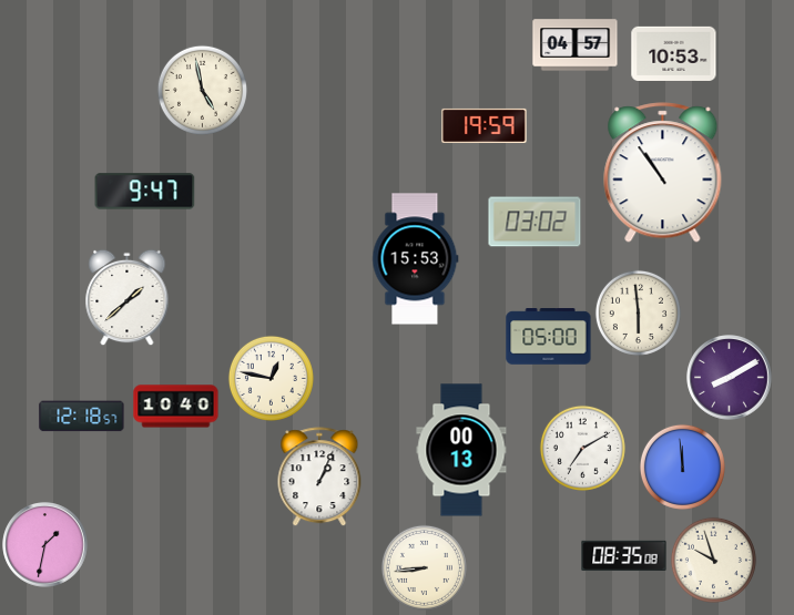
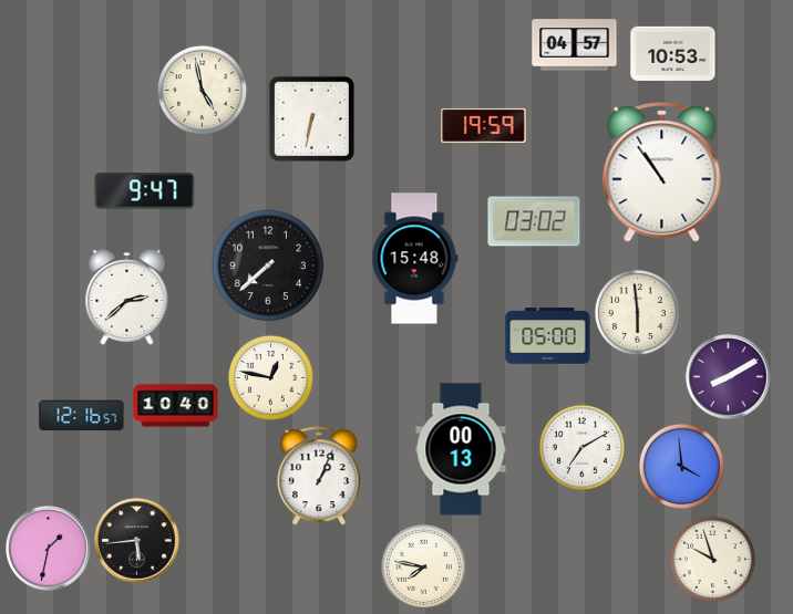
clock at (311, 118): none -> 6:32
clock at (416, 259): 15:53 -> 15:48
clock at (268, 266): none -> 7:38
clock at (128, 297): 1:38 -> 2:38
clock at (82, 417): 12:18 -> 12:16
clock at (682, 467): 11:59 -> 3:59
clock at (137, 541): none -> 5:44
clock at (45, 545) position: (45, 545) -> (49, 549)
clock at (624, 556): 08:35 -> none
clock at (424, 567): 8:44 -> 7:47
